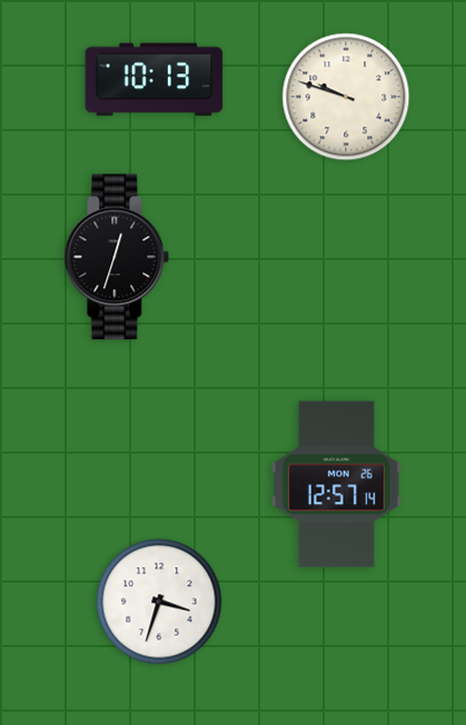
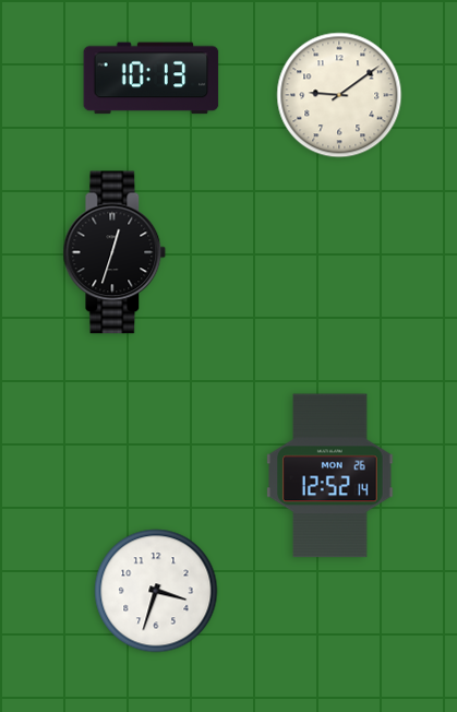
clock at (346, 97): 9:48 -> 9:09
clock at (337, 485): 12:57 -> 12:52
